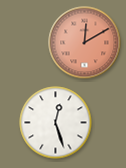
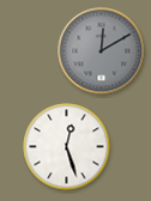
clock at (85, 43) dial: salmon -> grey
